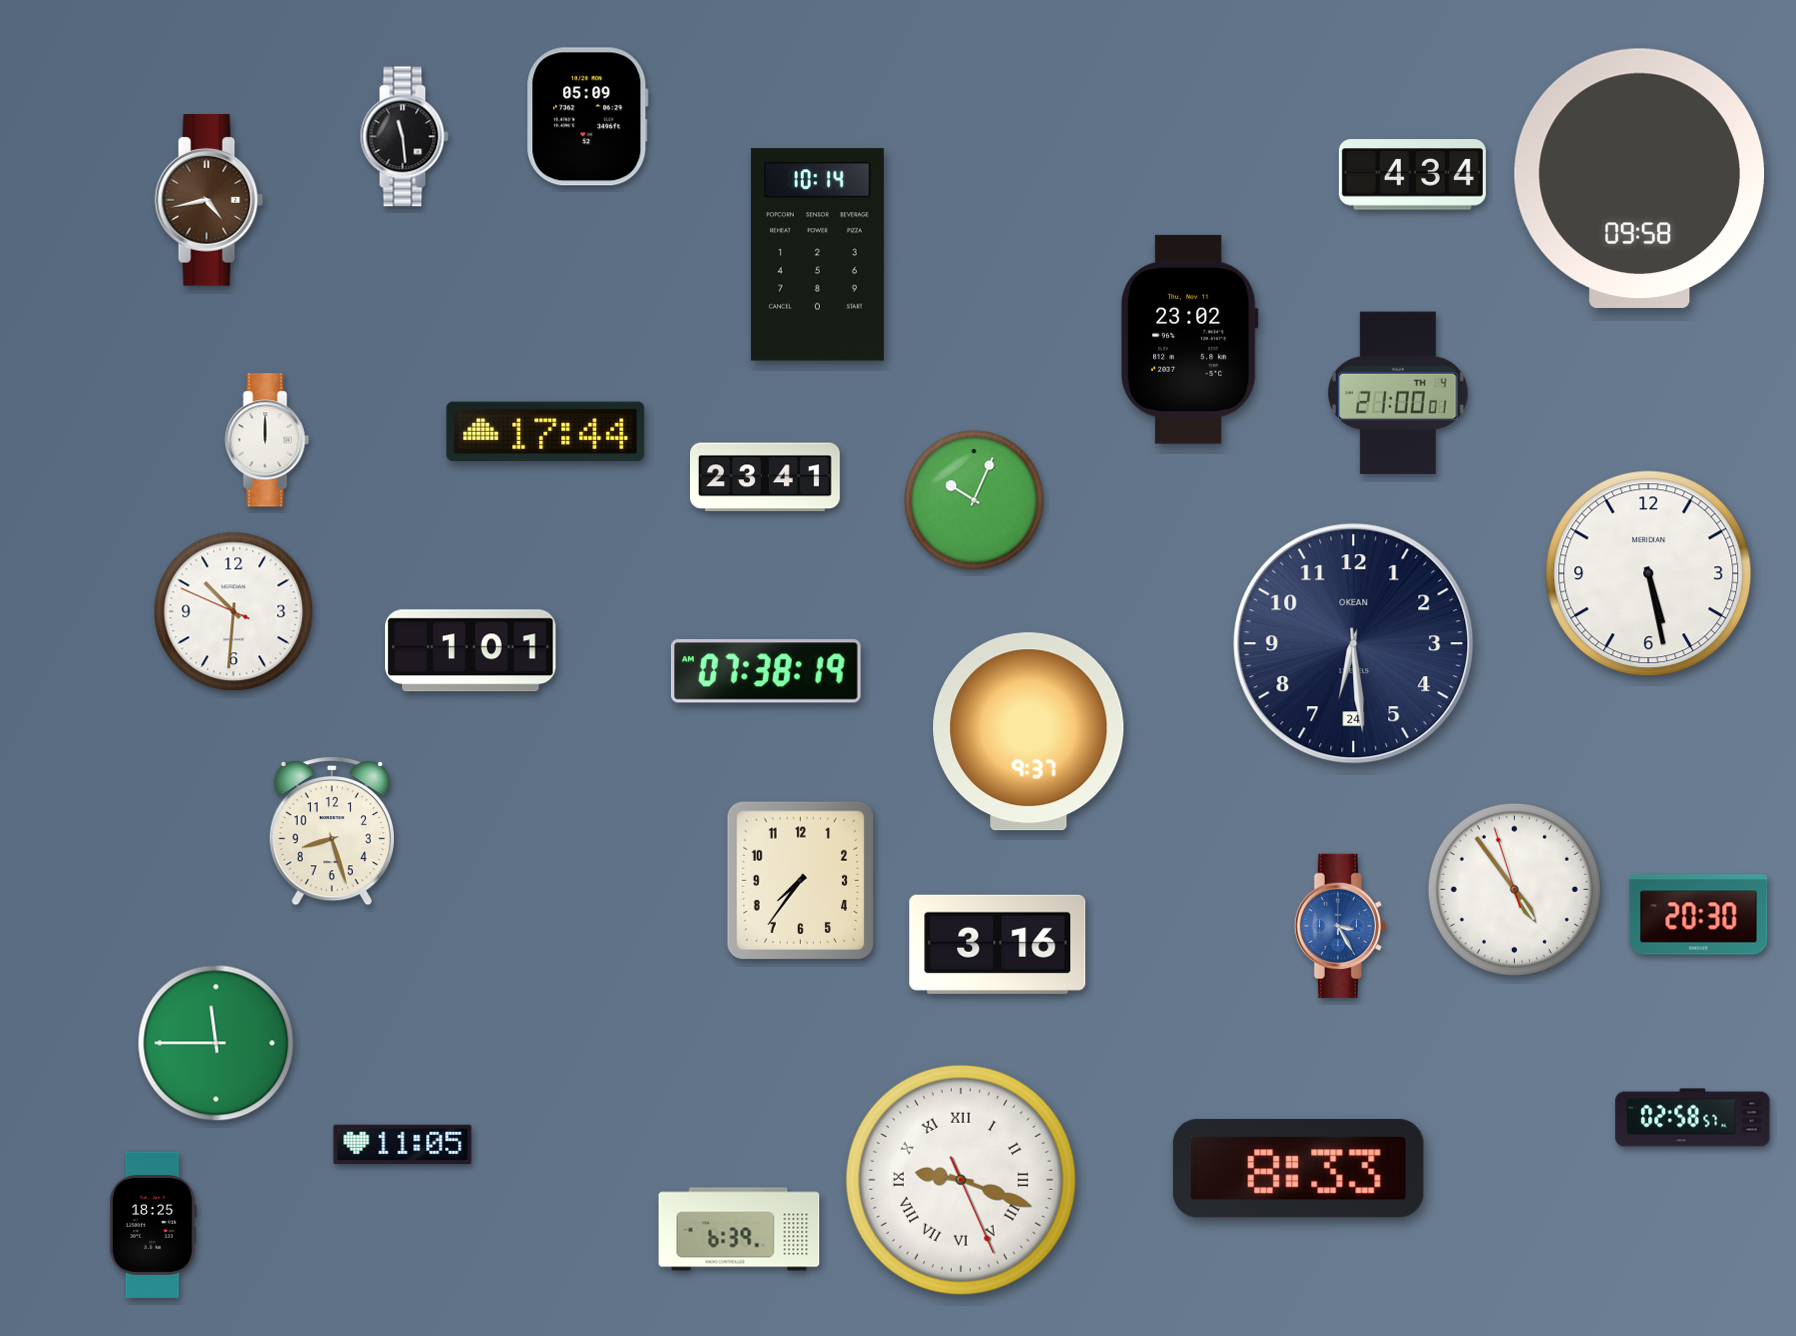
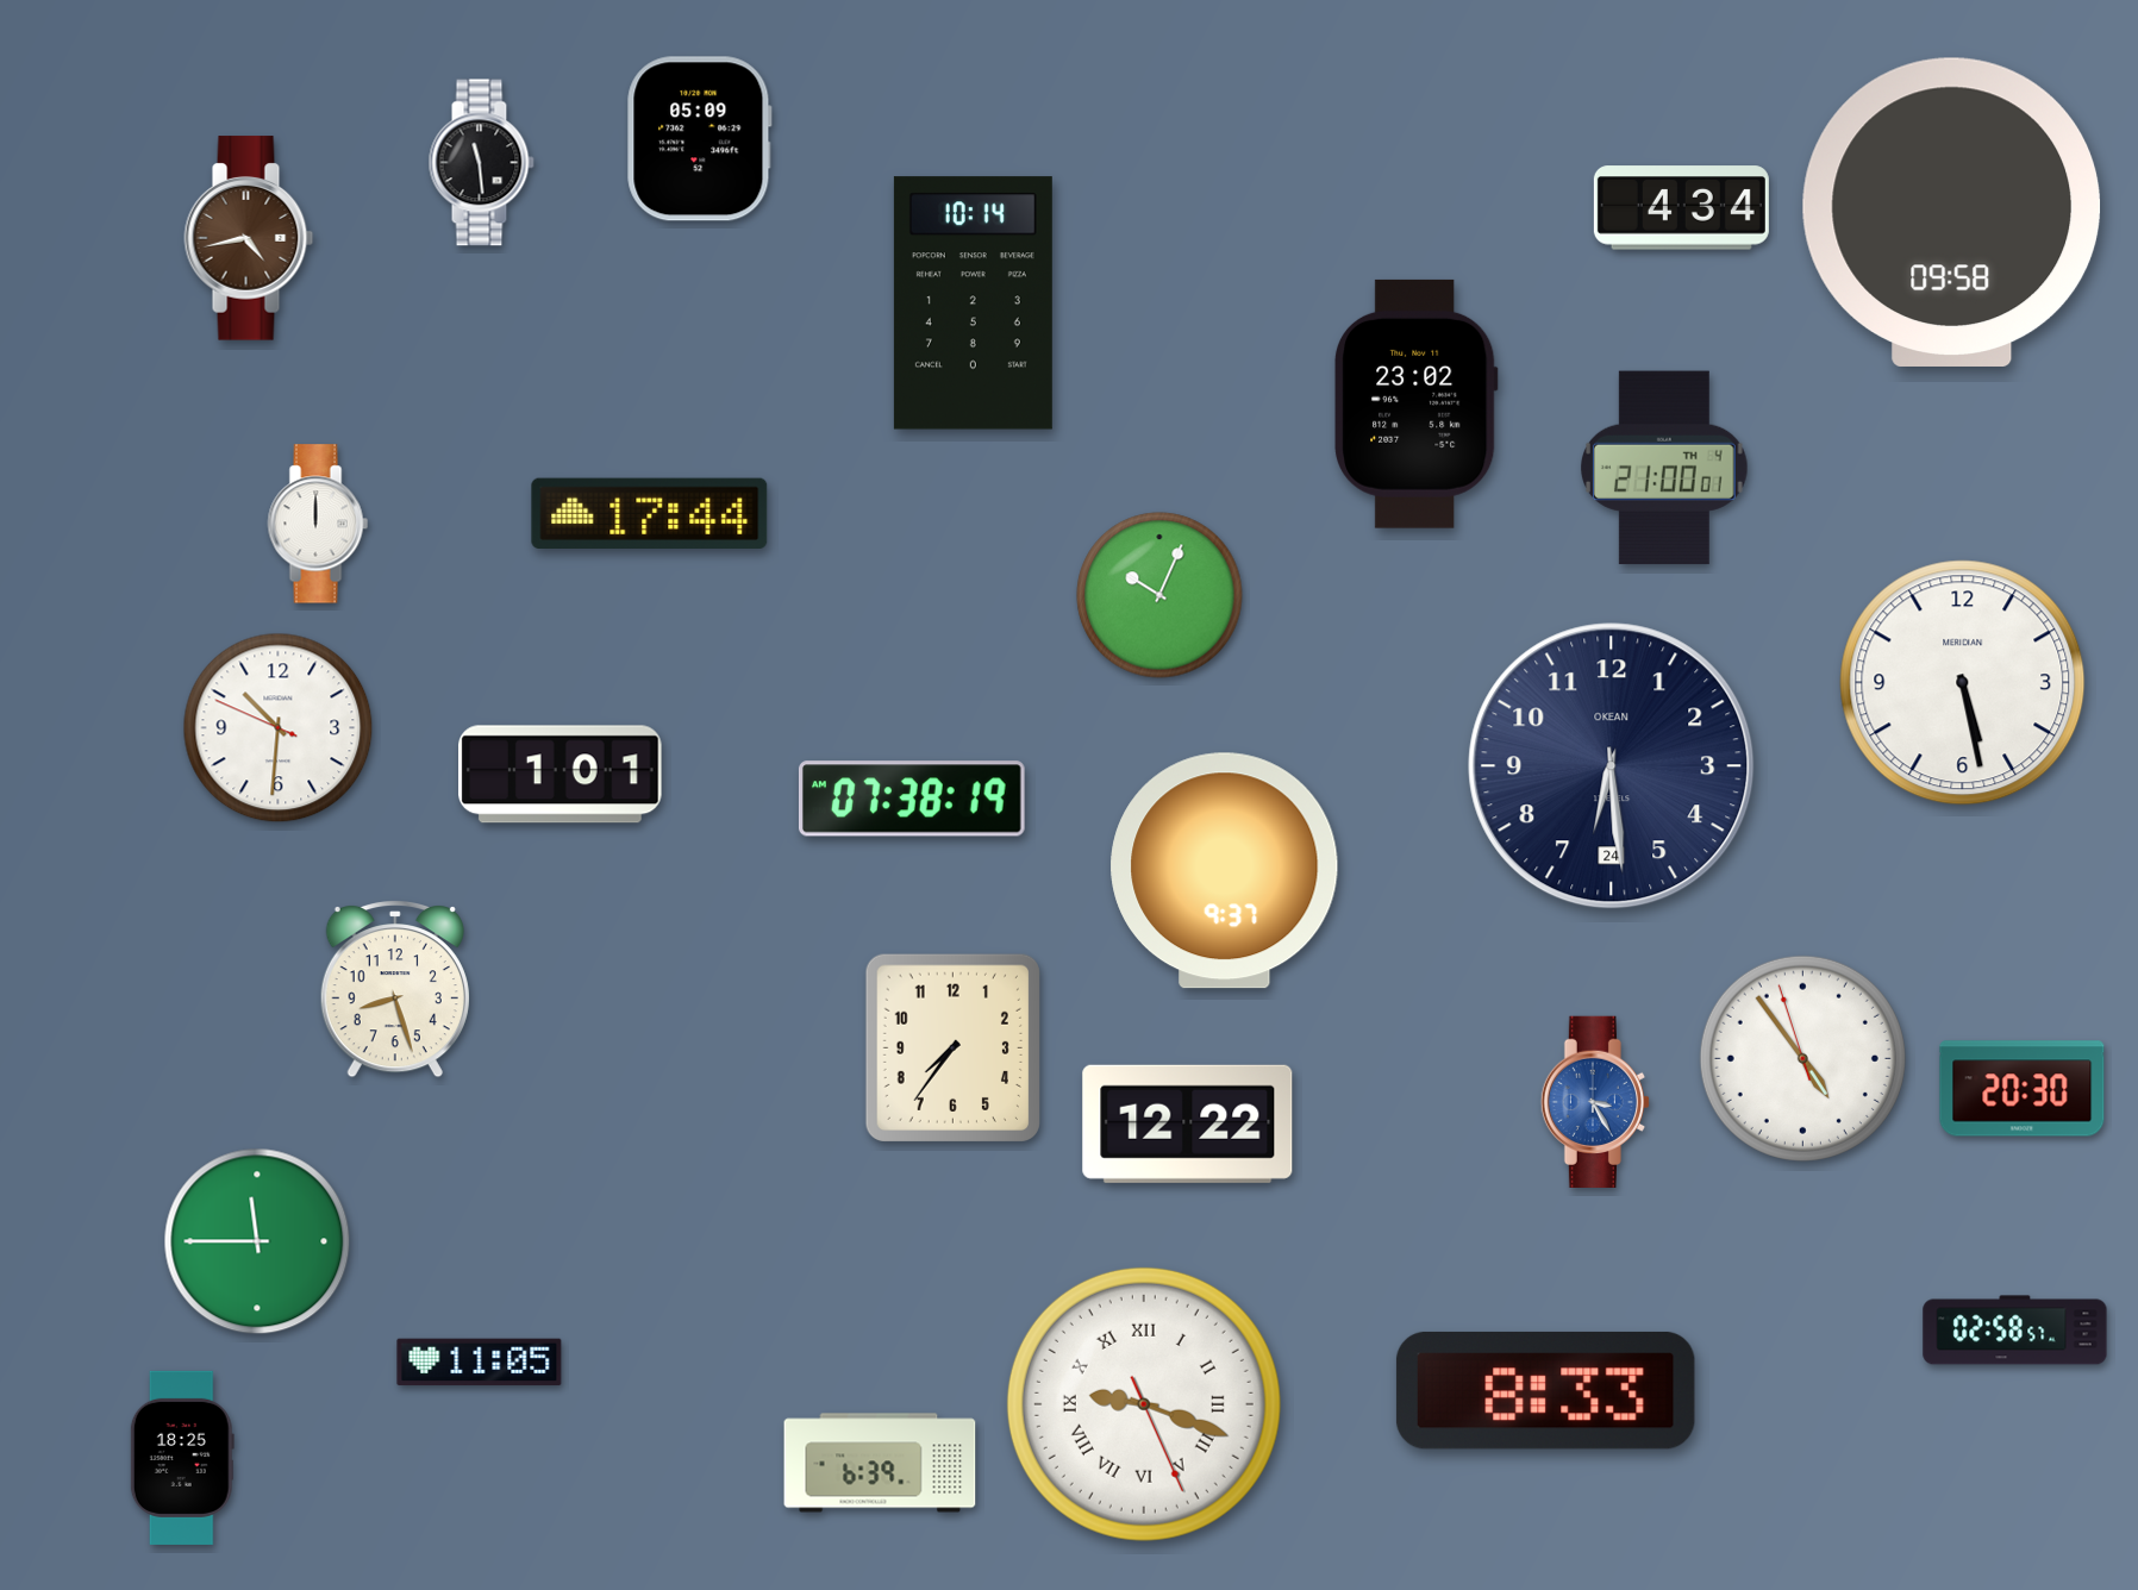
clock at (766, 477): 23:41 -> none
clock at (998, 944): 3:16 -> 12:22
